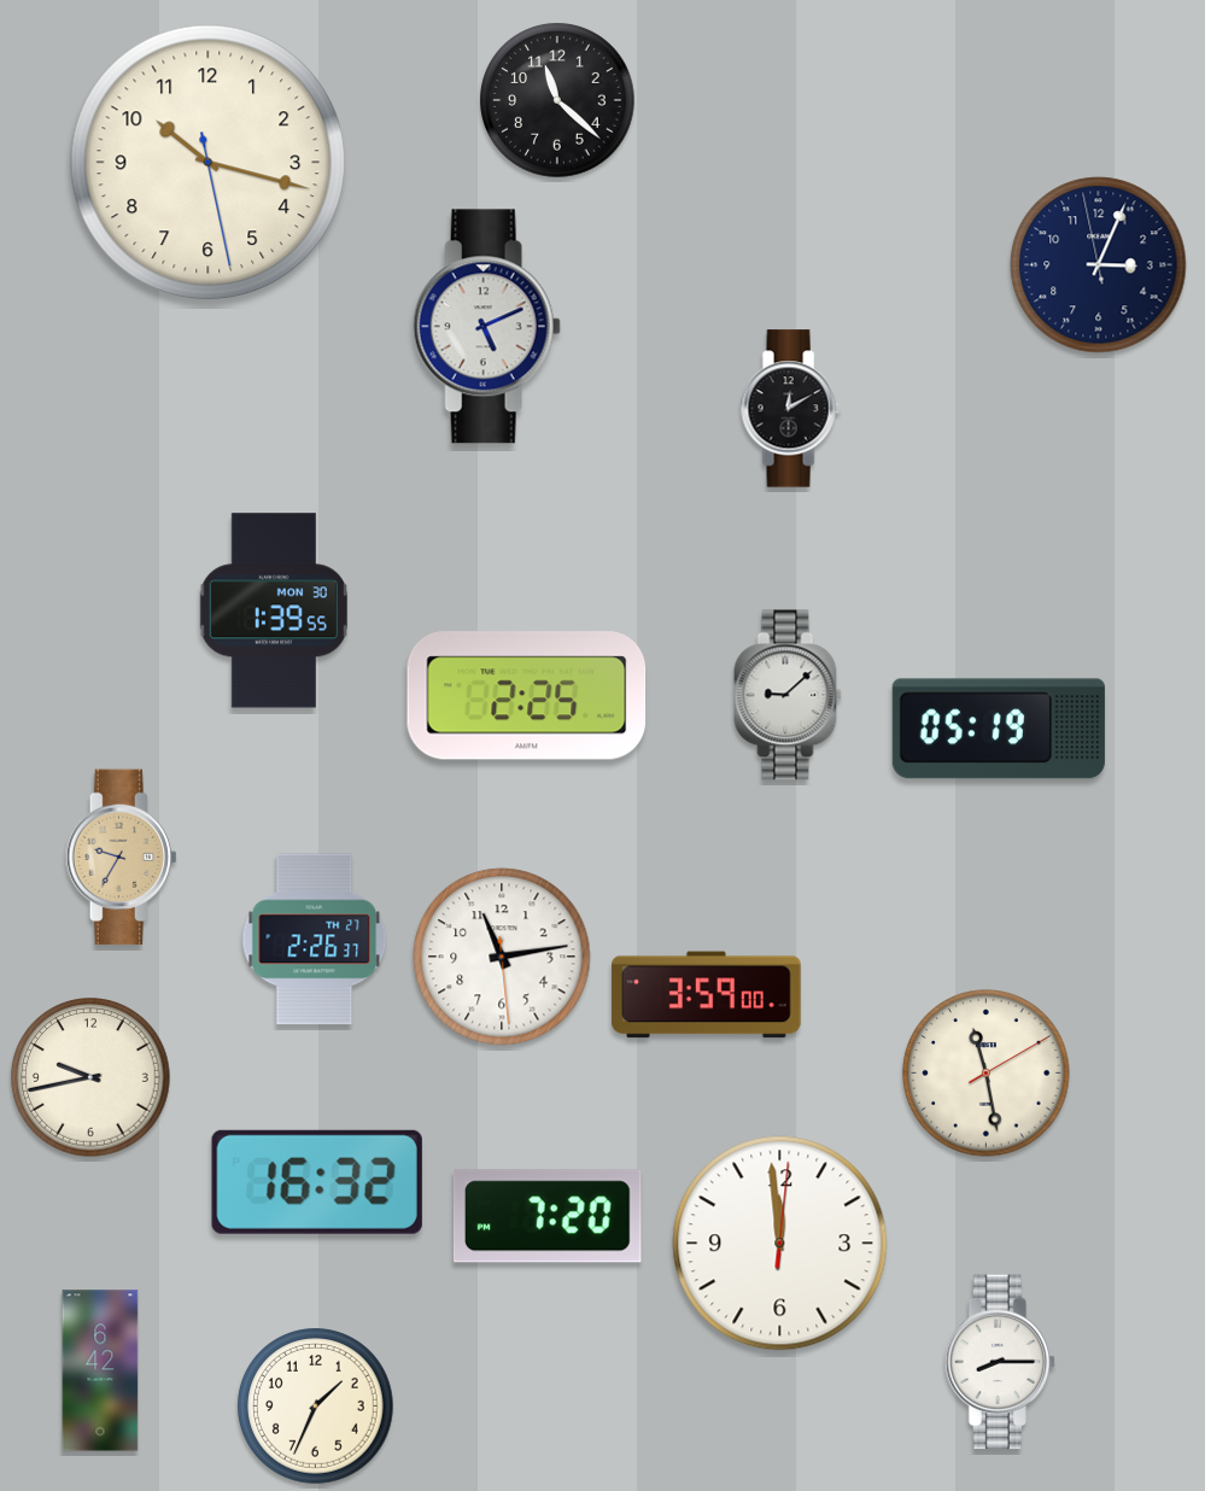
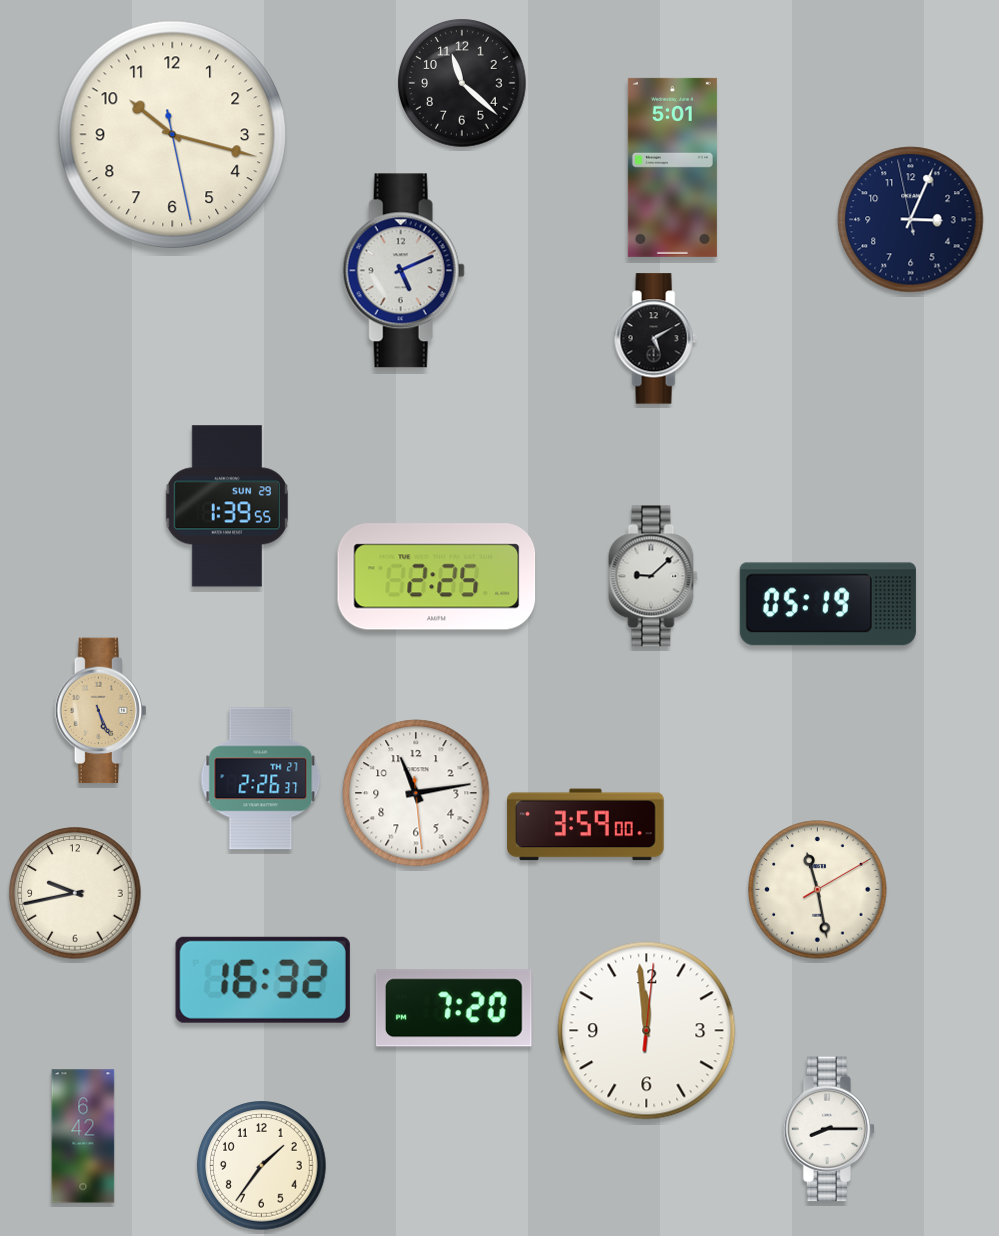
clock at (672, 167): none -> 5:01
clock at (790, 409): 12:10 -> 5:10
clock at (274, 610) date: MON 30 -> SUN 29
clock at (121, 858): 9:35 -> 5:26
clock at (316, 1407): 1:34 -> 1:36
